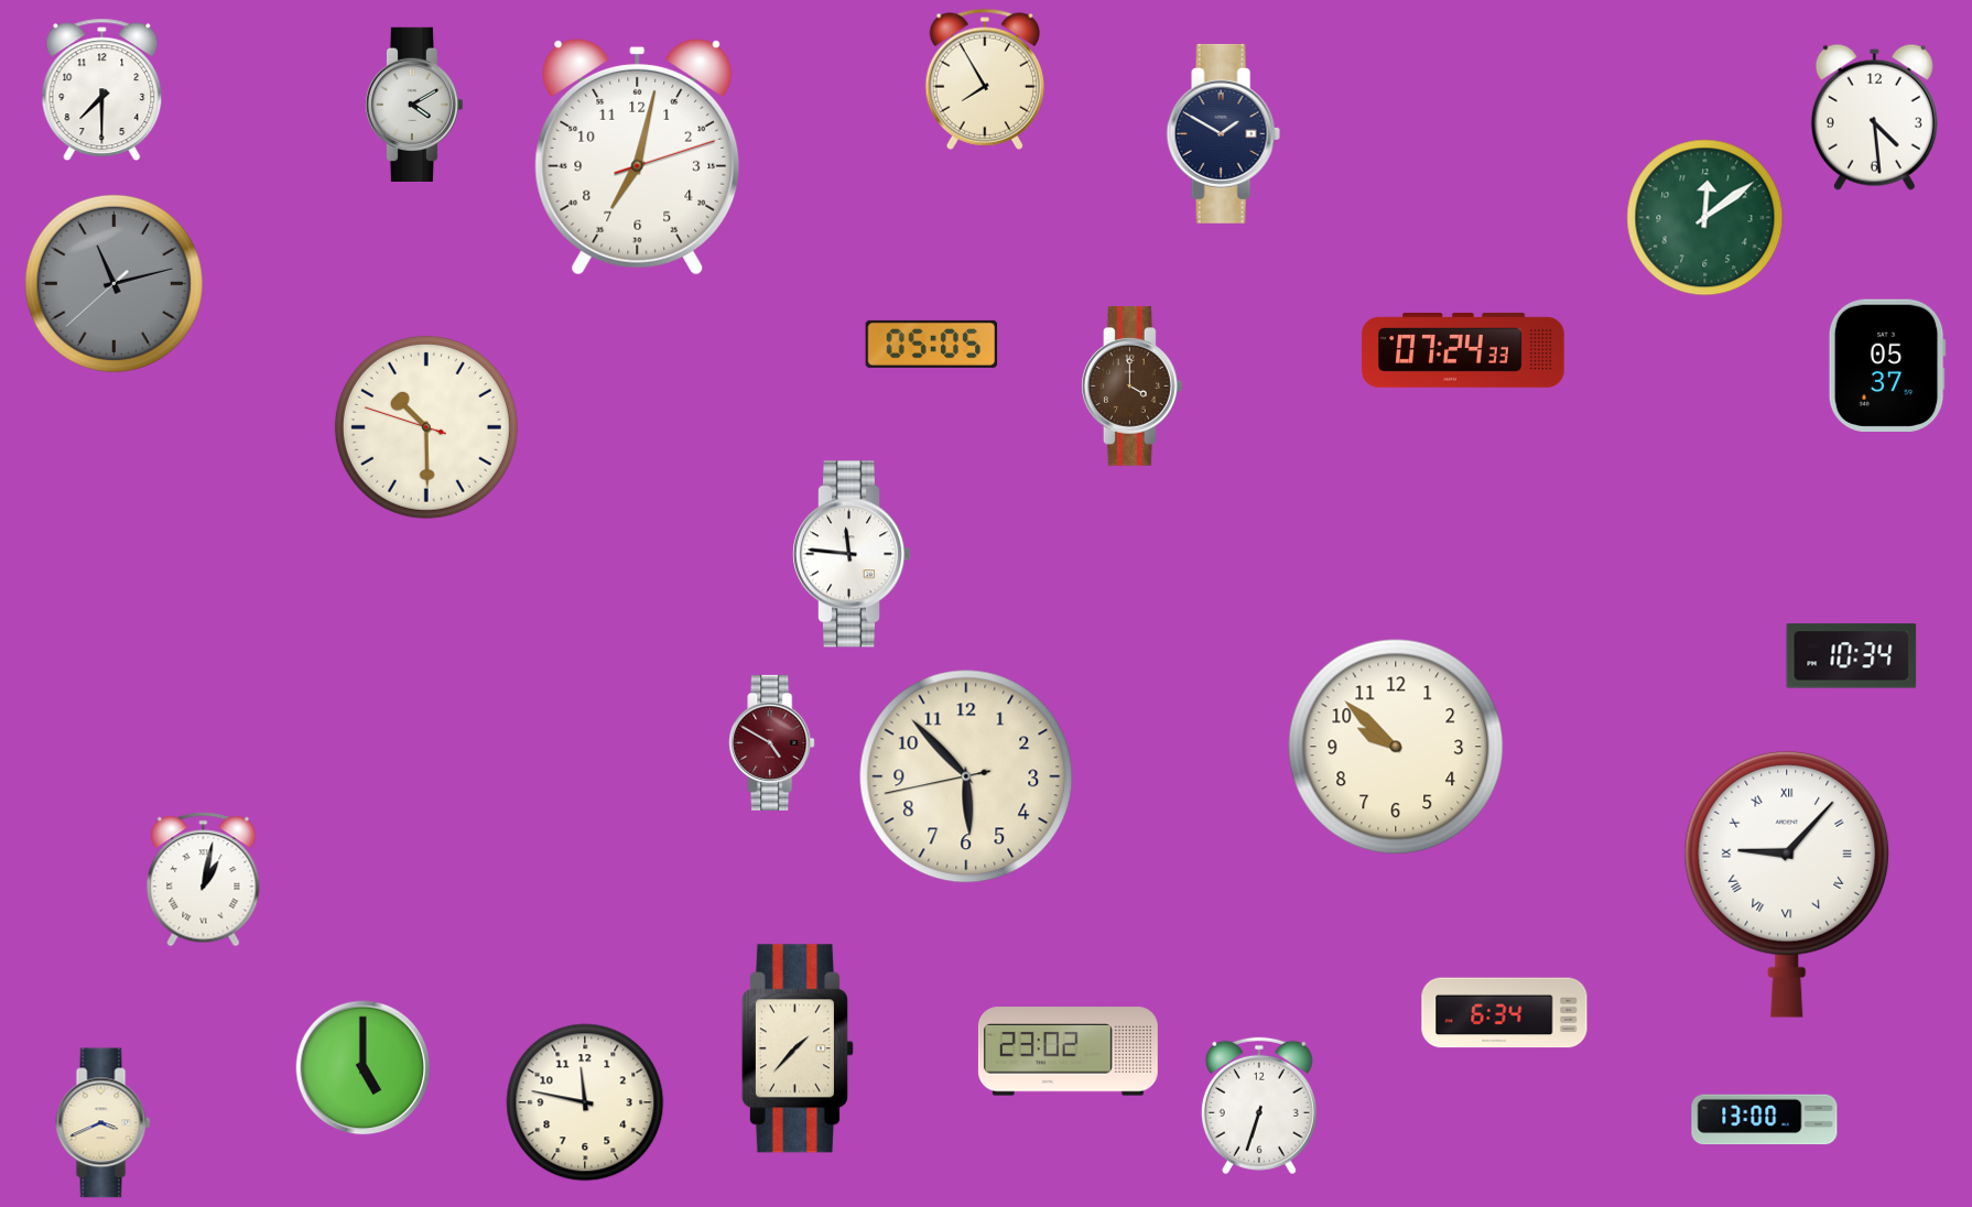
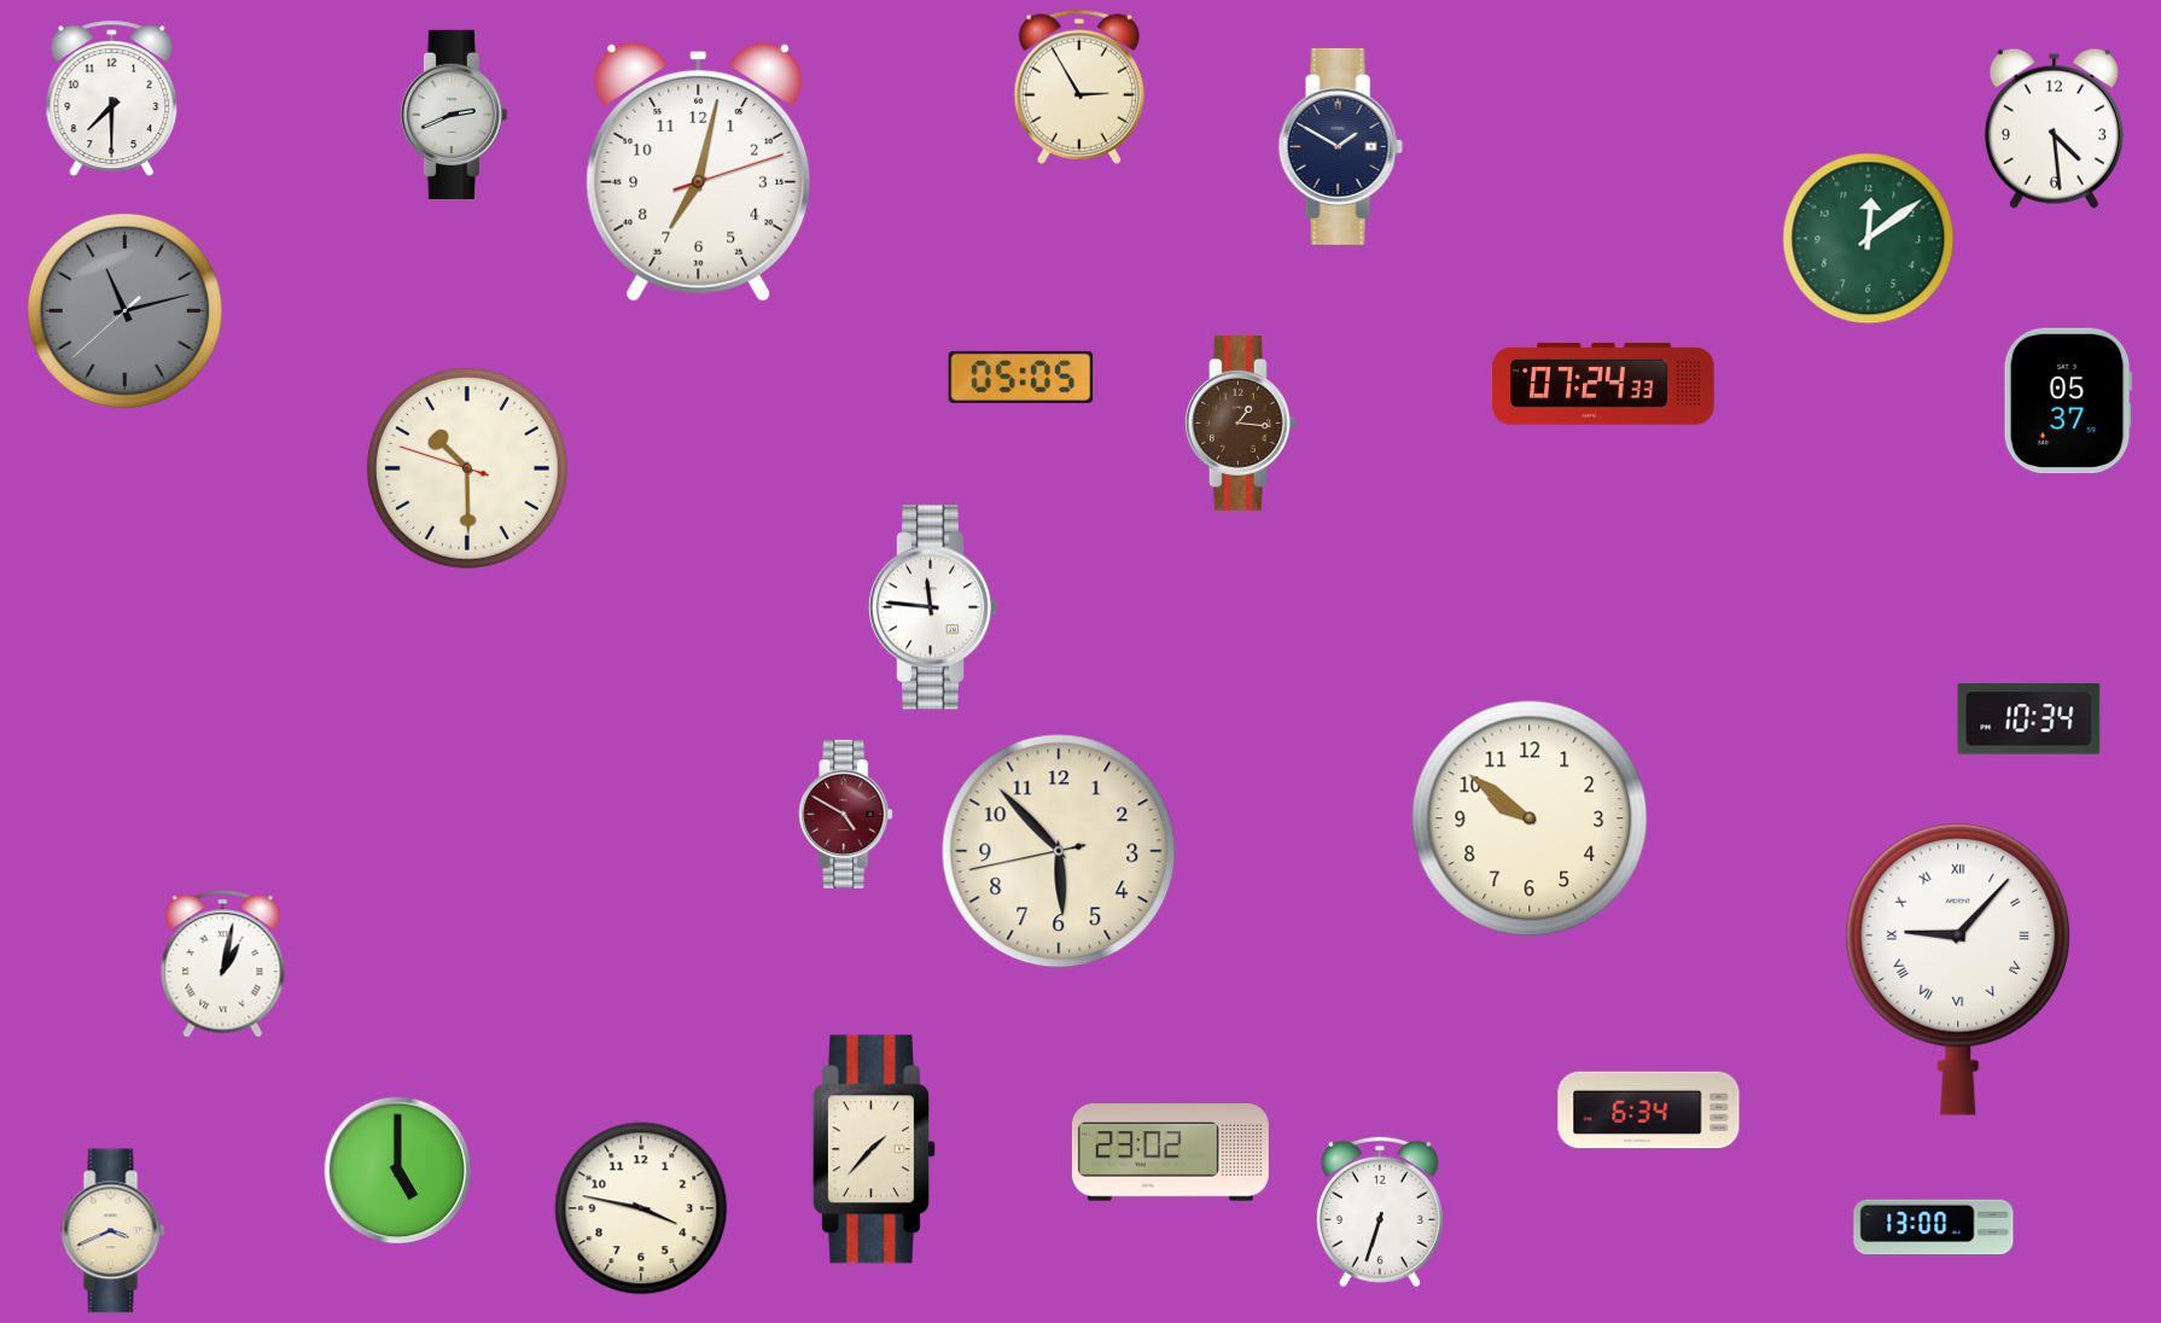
clock at (984, 79): 7:55 -> 2:55
clock at (414, 105): 4:10 -> 2:41
clock at (1131, 387): 4:00 -> 1:16
clock at (1396, 747): 9:52 -> 9:51
clock at (585, 1102): 11:47 -> 3:47
